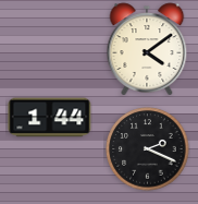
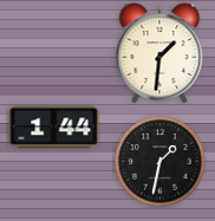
clock at (147, 49): 4:09 -> 1:31
clock at (148, 149): 2:19 -> 1:32
